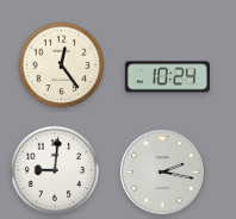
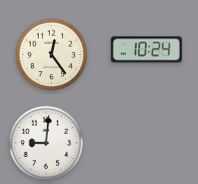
clock at (167, 77) position: (167, 77) -> (146, 50)
clock at (162, 171): 2:17 -> none
